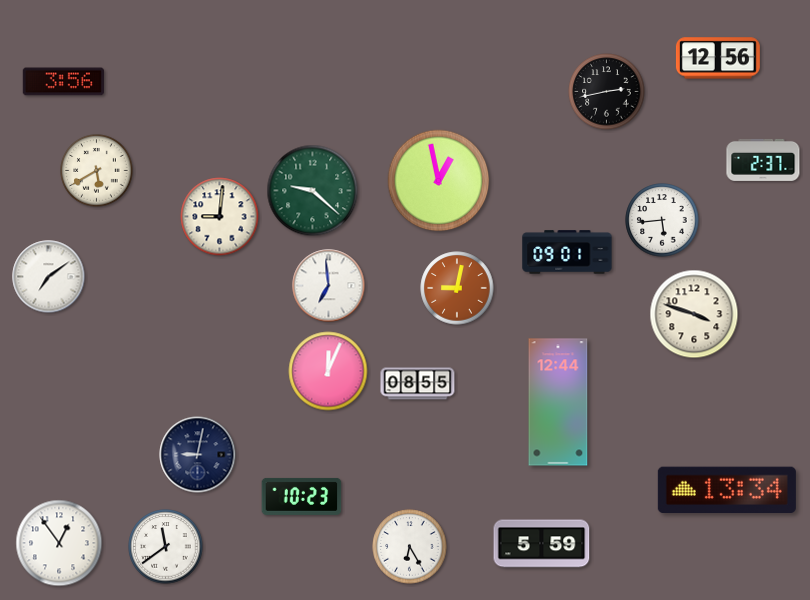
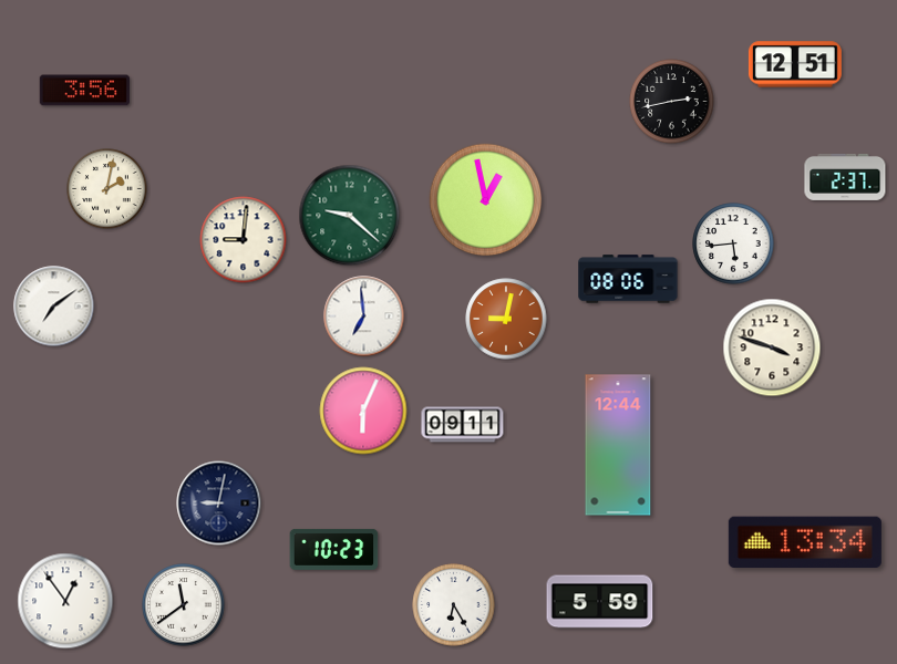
clock at (718, 58): 12:56 -> 12:51
clock at (63, 82) position: (63, 82) -> (84, 91)
clock at (97, 171): 5:40 -> 2:02
clock at (313, 191) position: (313, 191) -> (350, 216)
clock at (567, 252): 09:01 -> 08:06
clock at (694, 314) position: (694, 314) -> (772, 347)
clock at (328, 371): 12:04 -> 6:04
clock at (418, 384): 08:55 -> 09:11
